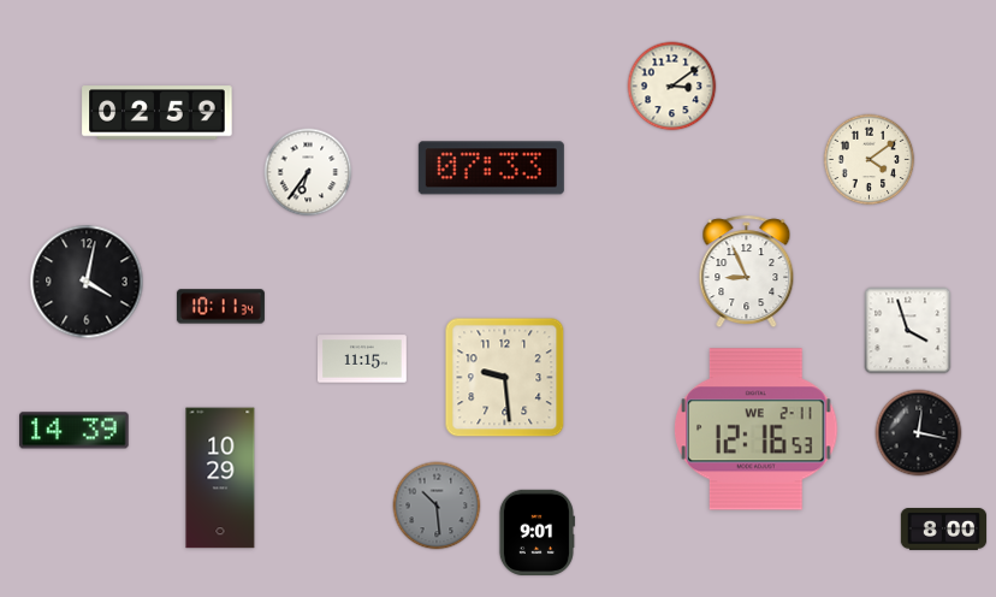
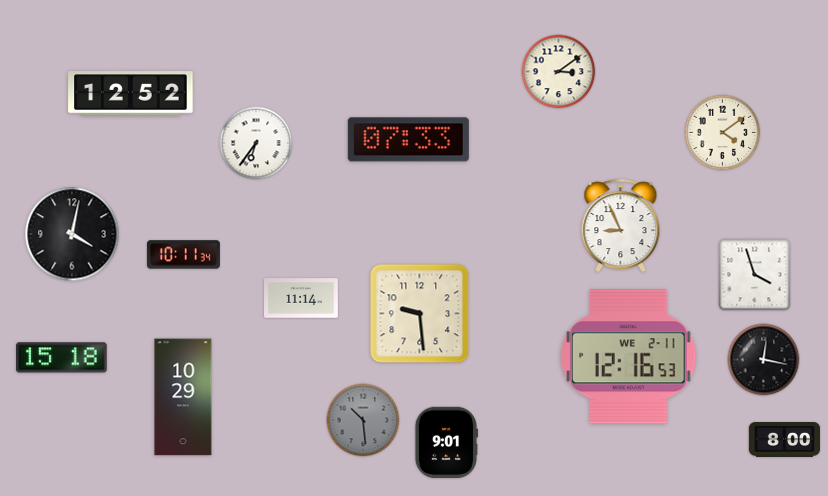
clock at (158, 113): 02:59 -> 12:52
clock at (363, 359): 11:15 -> 11:14
clock at (75, 431): 14:39 -> 15:18
